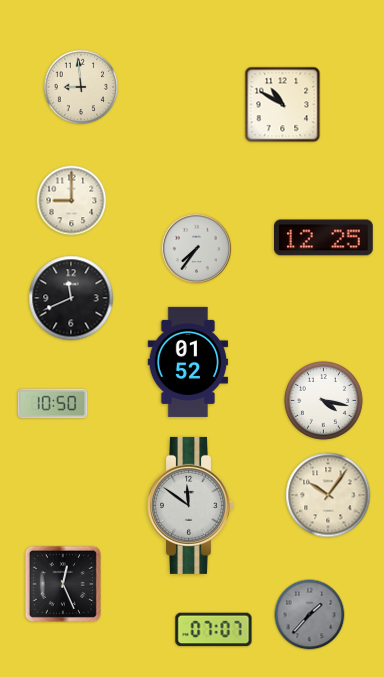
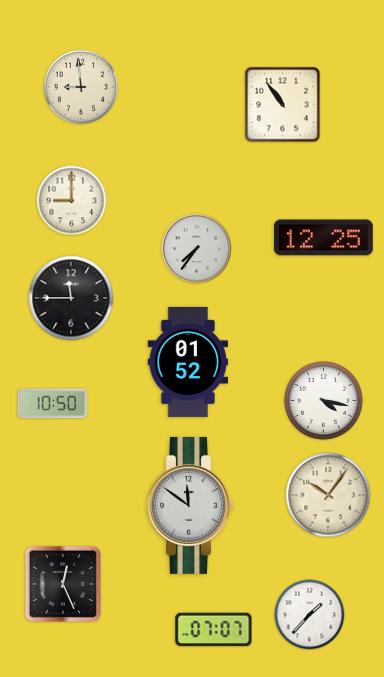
clock at (283, 105): 10:50 -> 10:54
clock at (71, 298): 11:41 -> 11:45
clock at (310, 615) dial: grey -> white
